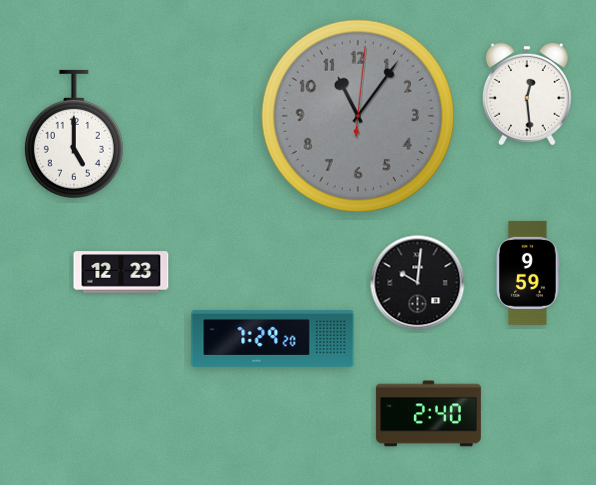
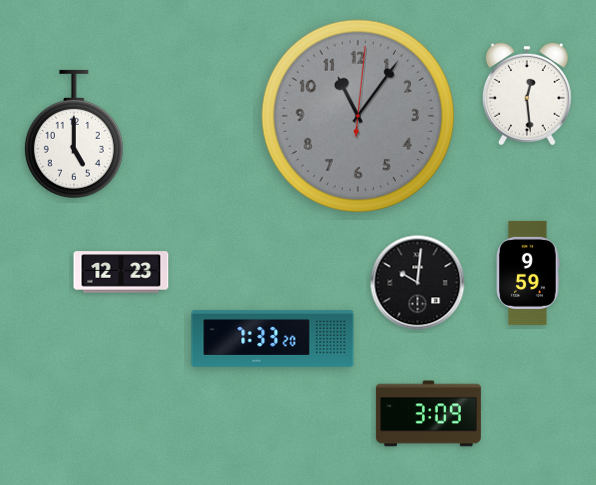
clock at (273, 338): 7:29 -> 7:33
clock at (428, 414): 2:40 -> 3:09
